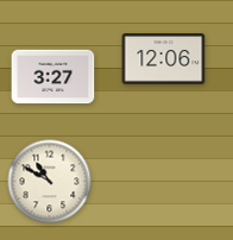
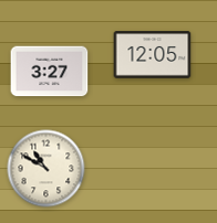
clock at (164, 59): 12:06 -> 12:05
